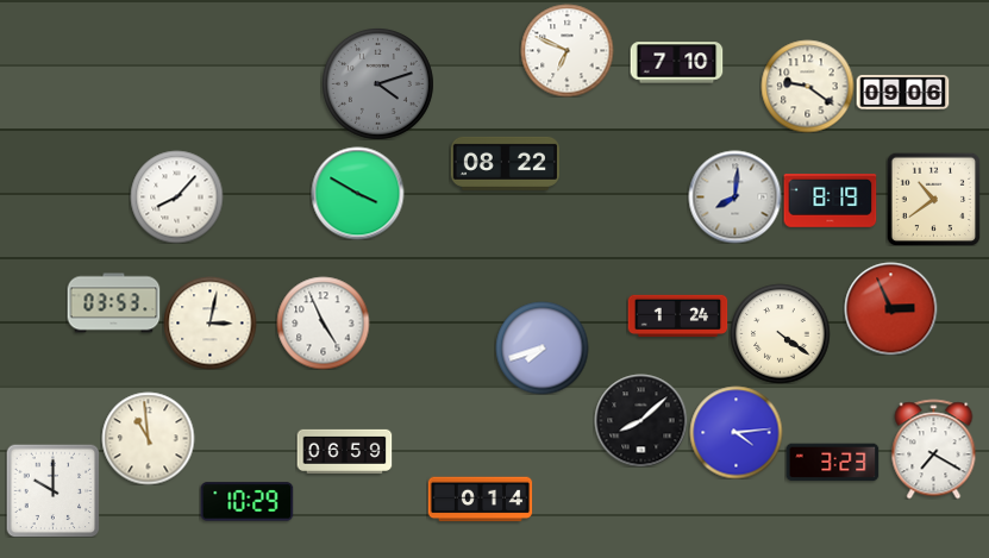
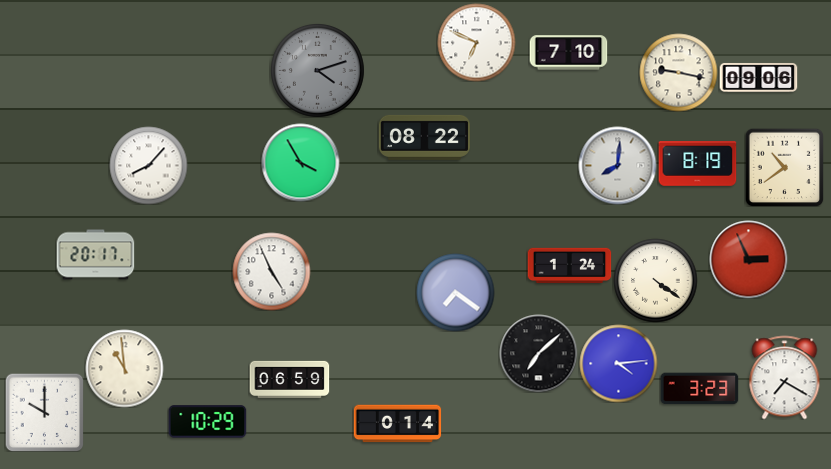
clock at (807, 86): 9:21 -> 9:17
clock at (357, 193): 3:50 -> 3:55
clock at (830, 201) position: (830, 201) -> (697, 164)
clock at (113, 303): 03:53 -> 20:17
clock at (209, 322): 3:02 -> none
clock at (542, 347): 7:42 -> 7:21
clock at (640, 420): 8:08 -> 7:08
clock at (480, 500) position: (480, 500) -> (397, 424)
